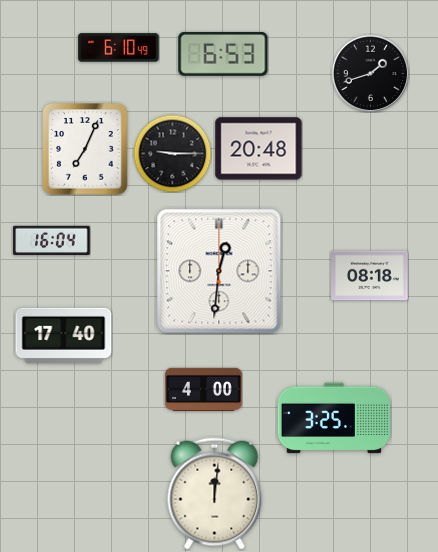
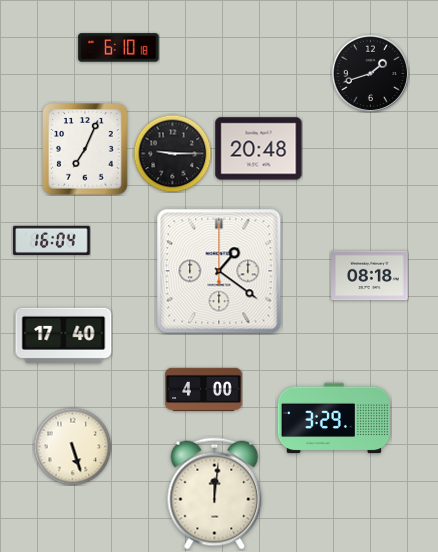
clock at (119, 48): 6:10:49 -> 6:10:18
clock at (223, 54): 6:53 -> none
clock at (219, 271): 12:31 -> 1:21
clock at (333, 418): 3:25 -> 3:29
clock at (72, 446): none -> 5:27
